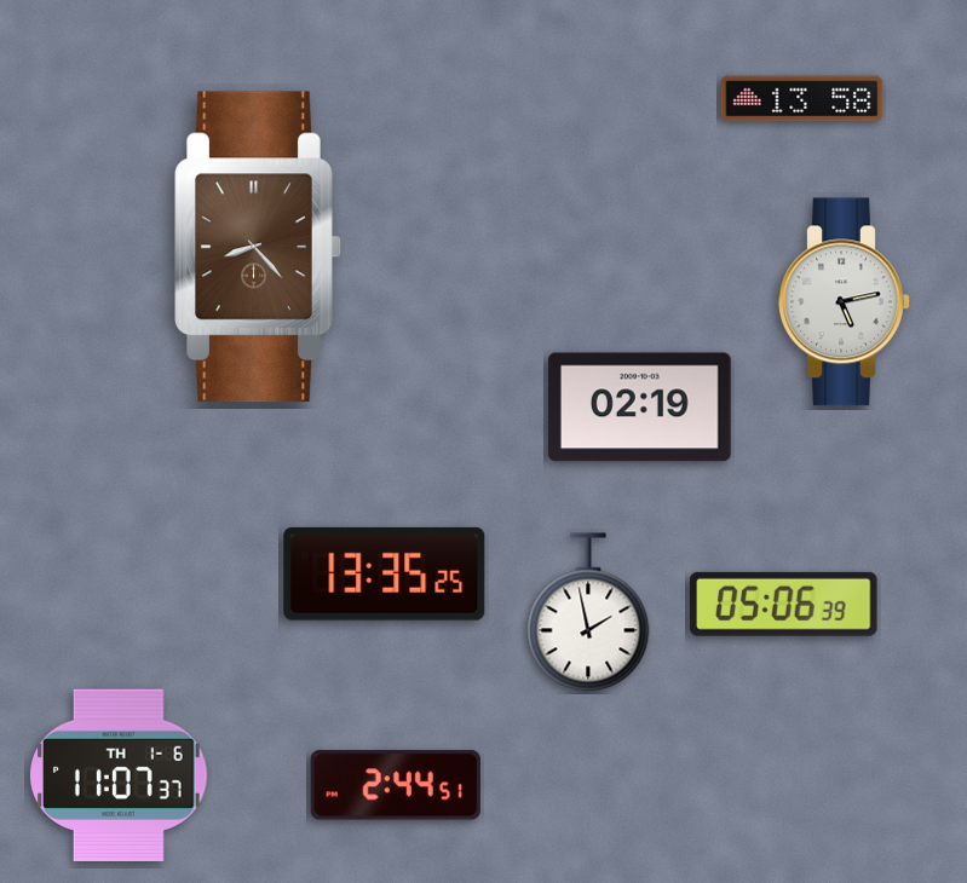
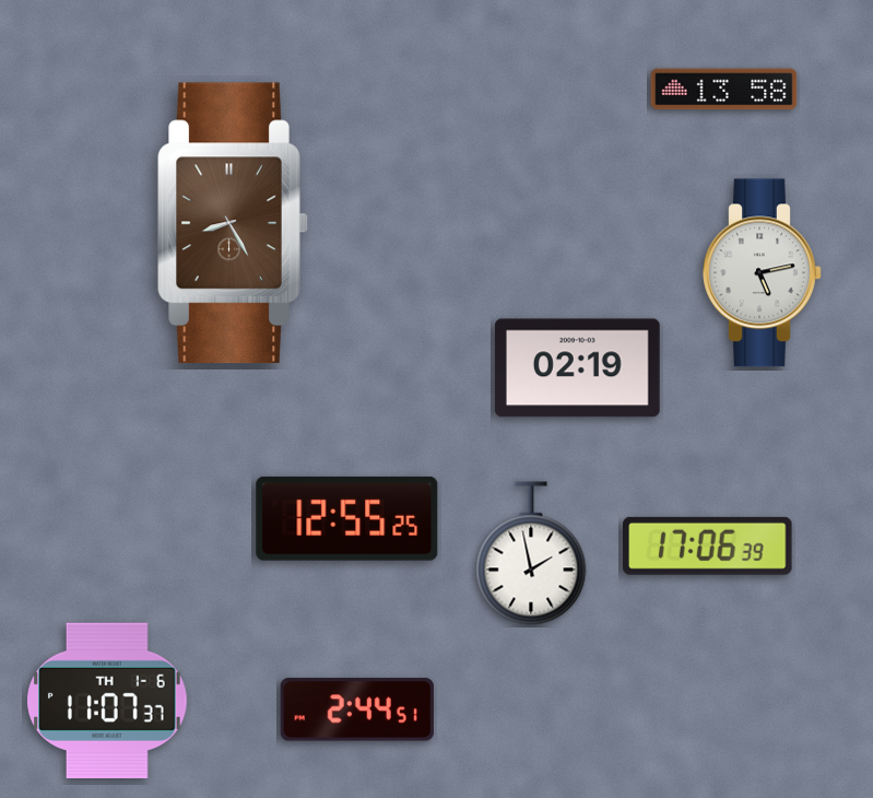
clock at (258, 247): 8:23 -> 8:25
clock at (385, 573): 13:35 -> 12:55
clock at (784, 604): 05:06 -> 17:06
